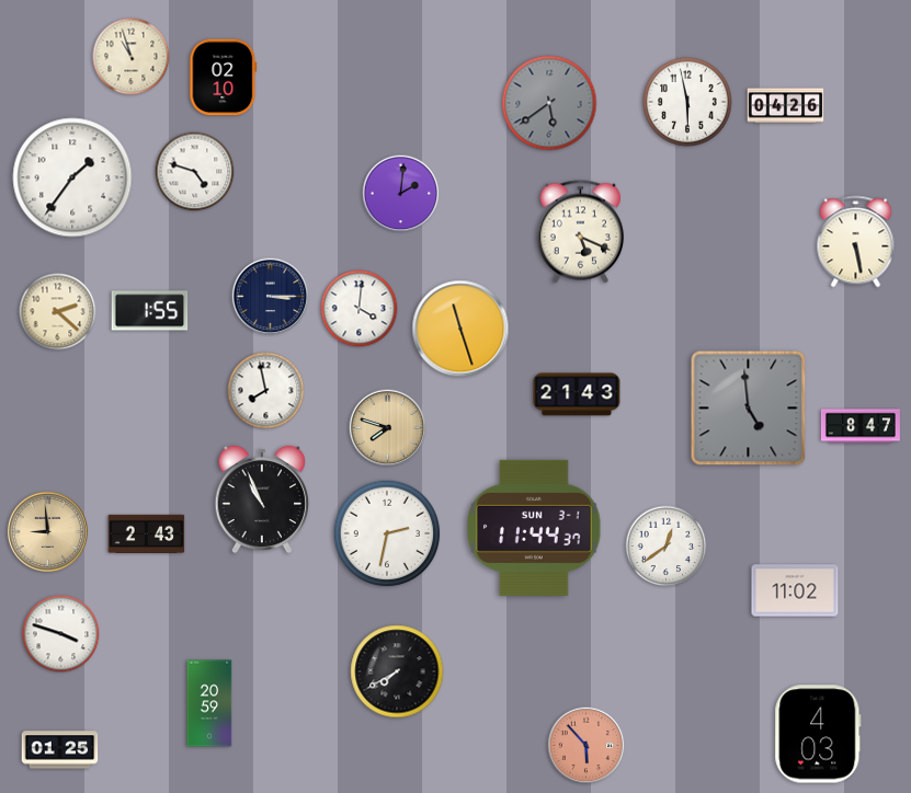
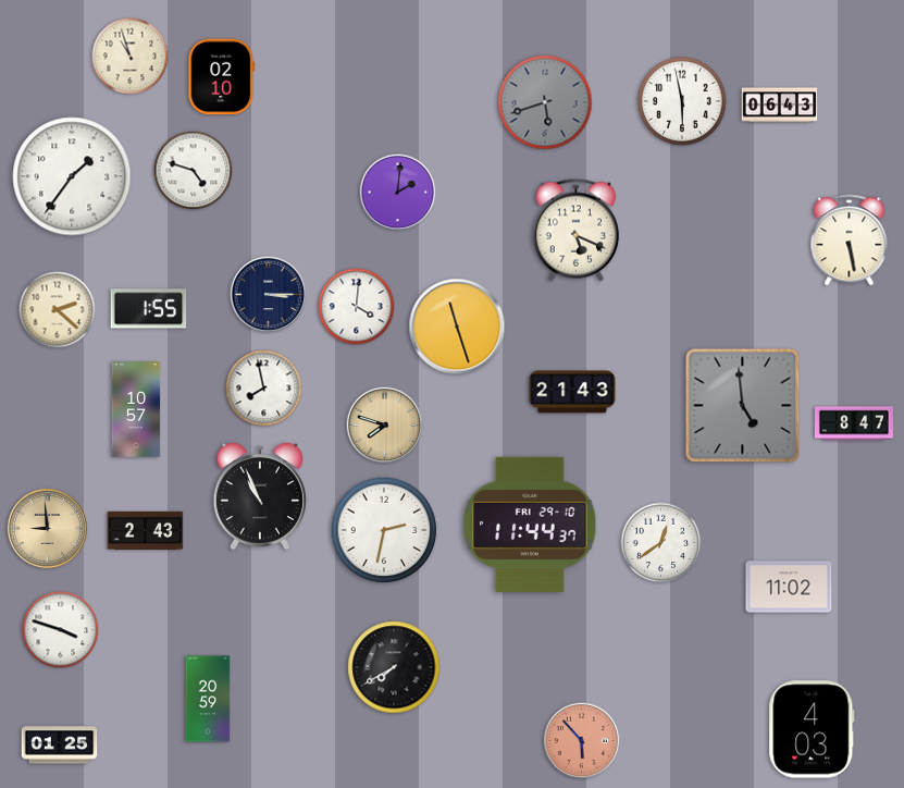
clock at (549, 103): 5:39 -> 5:42
clock at (786, 106): 04:26 -> 06:43
clock at (136, 409): none -> 10:57
clock at (534, 528) date: SUN 3-1 -> FRI 29-10
